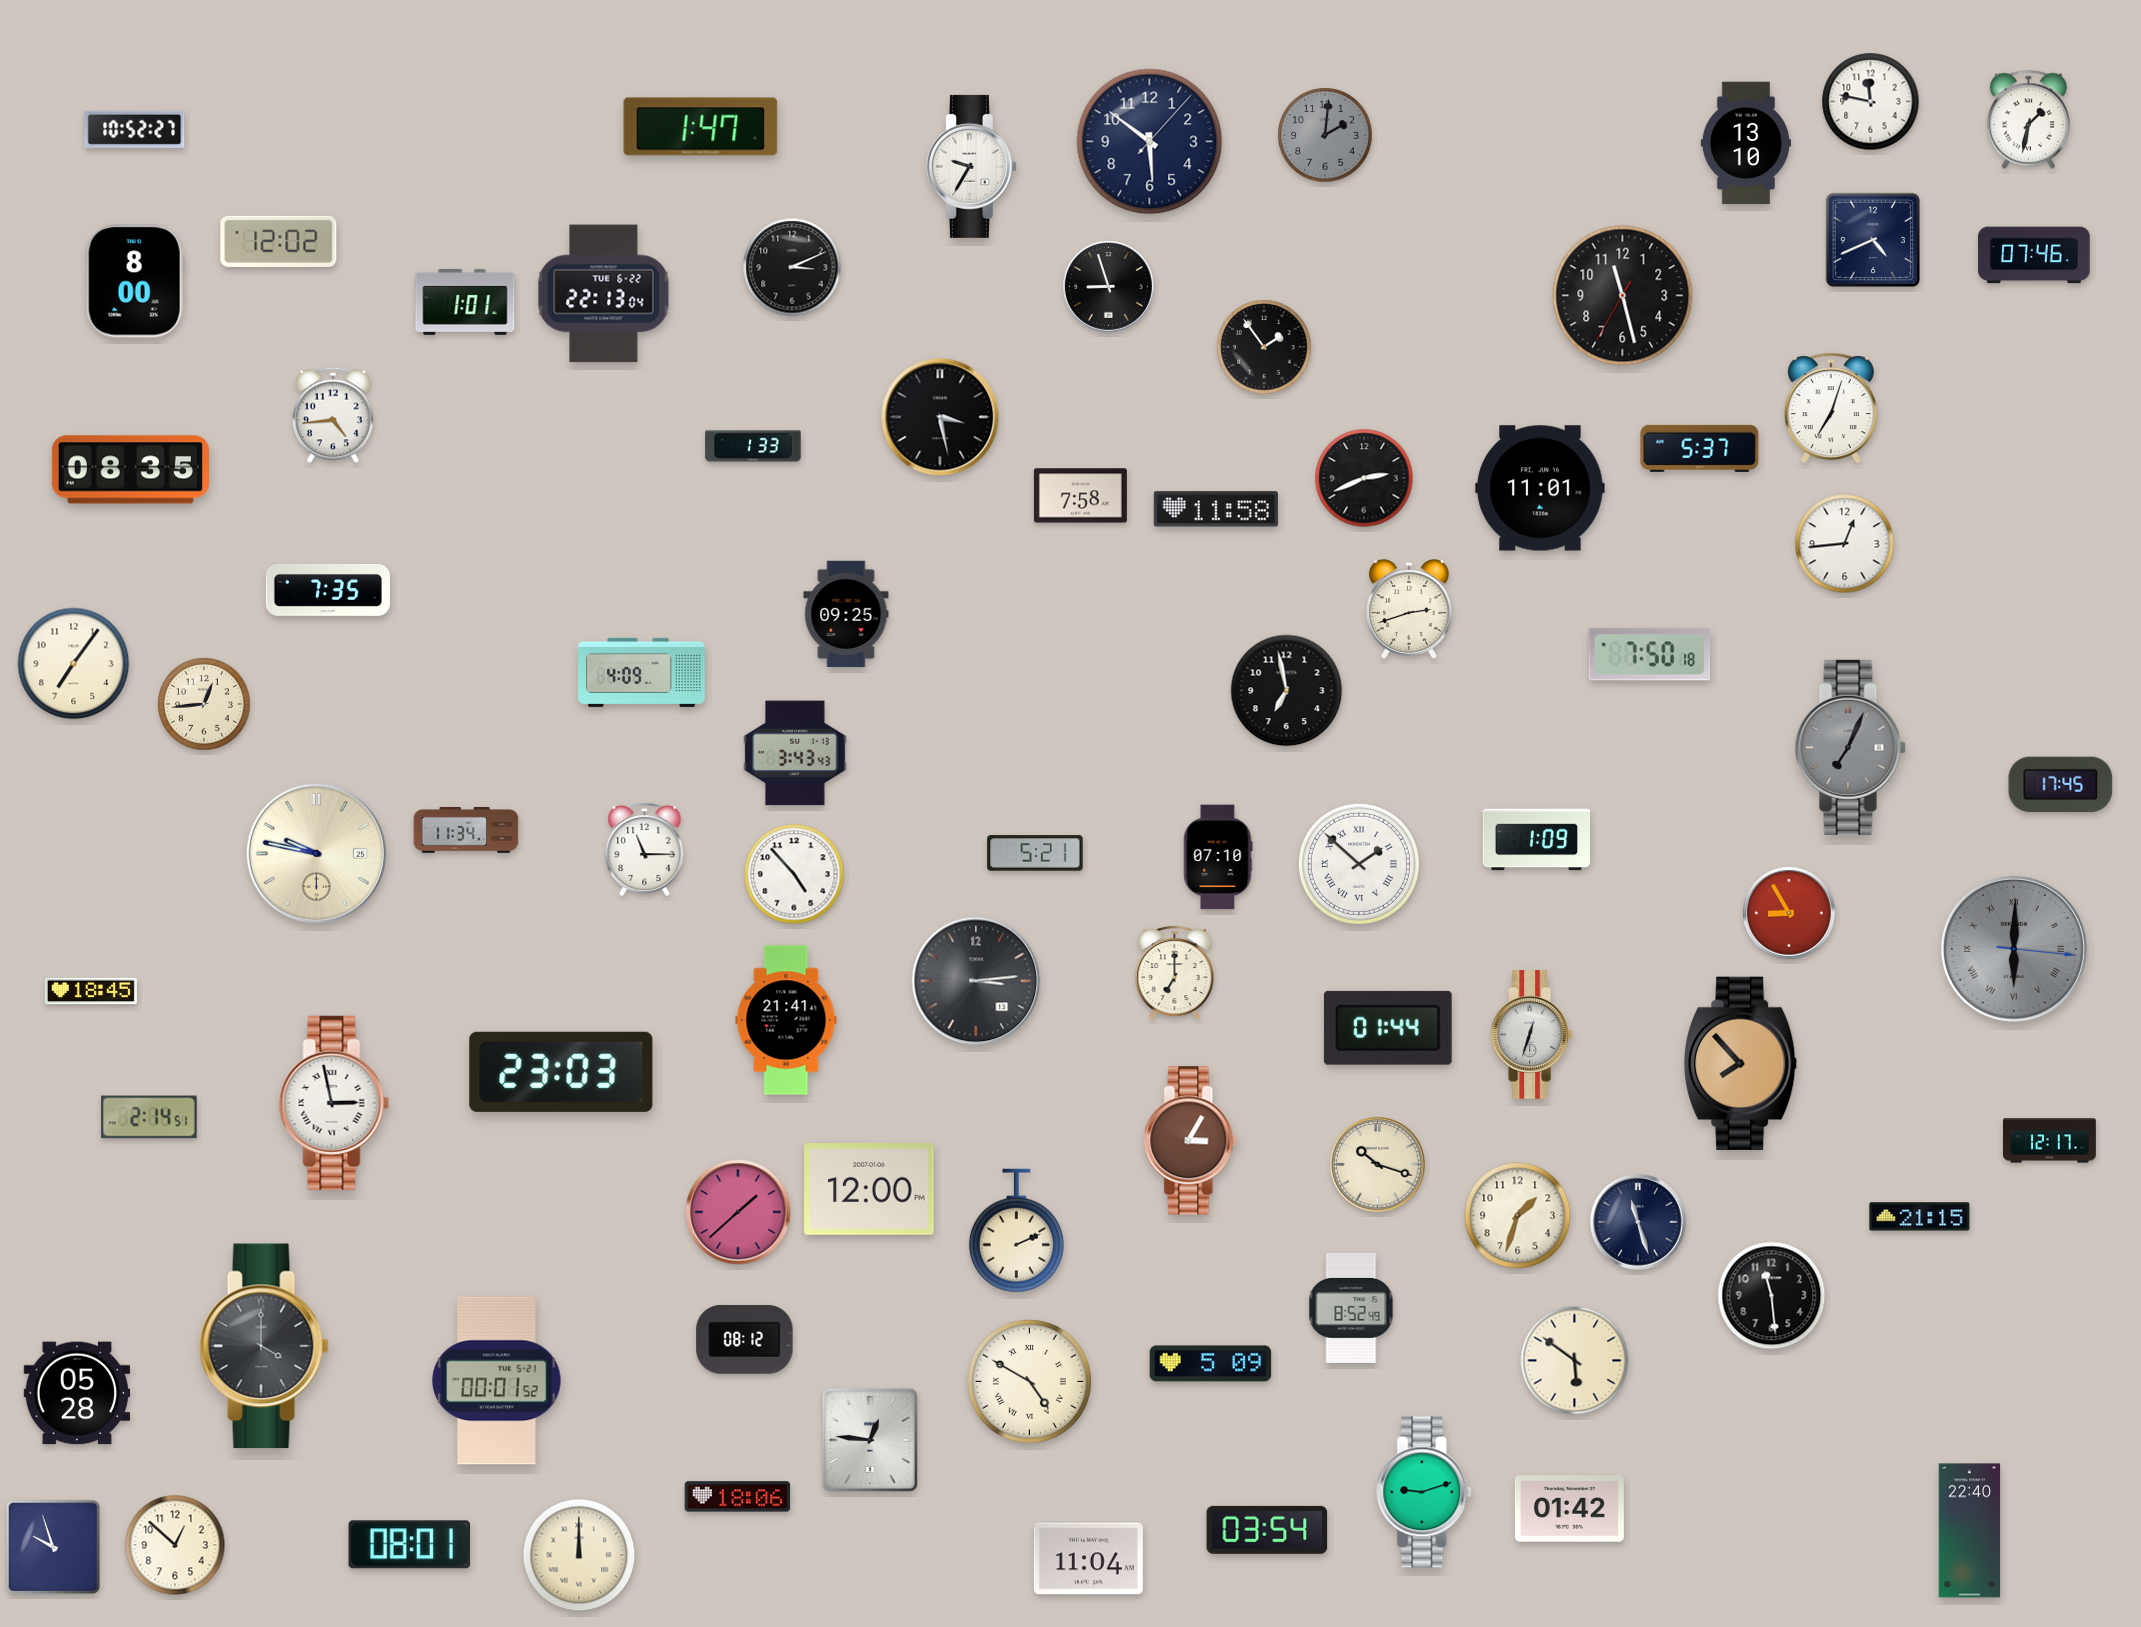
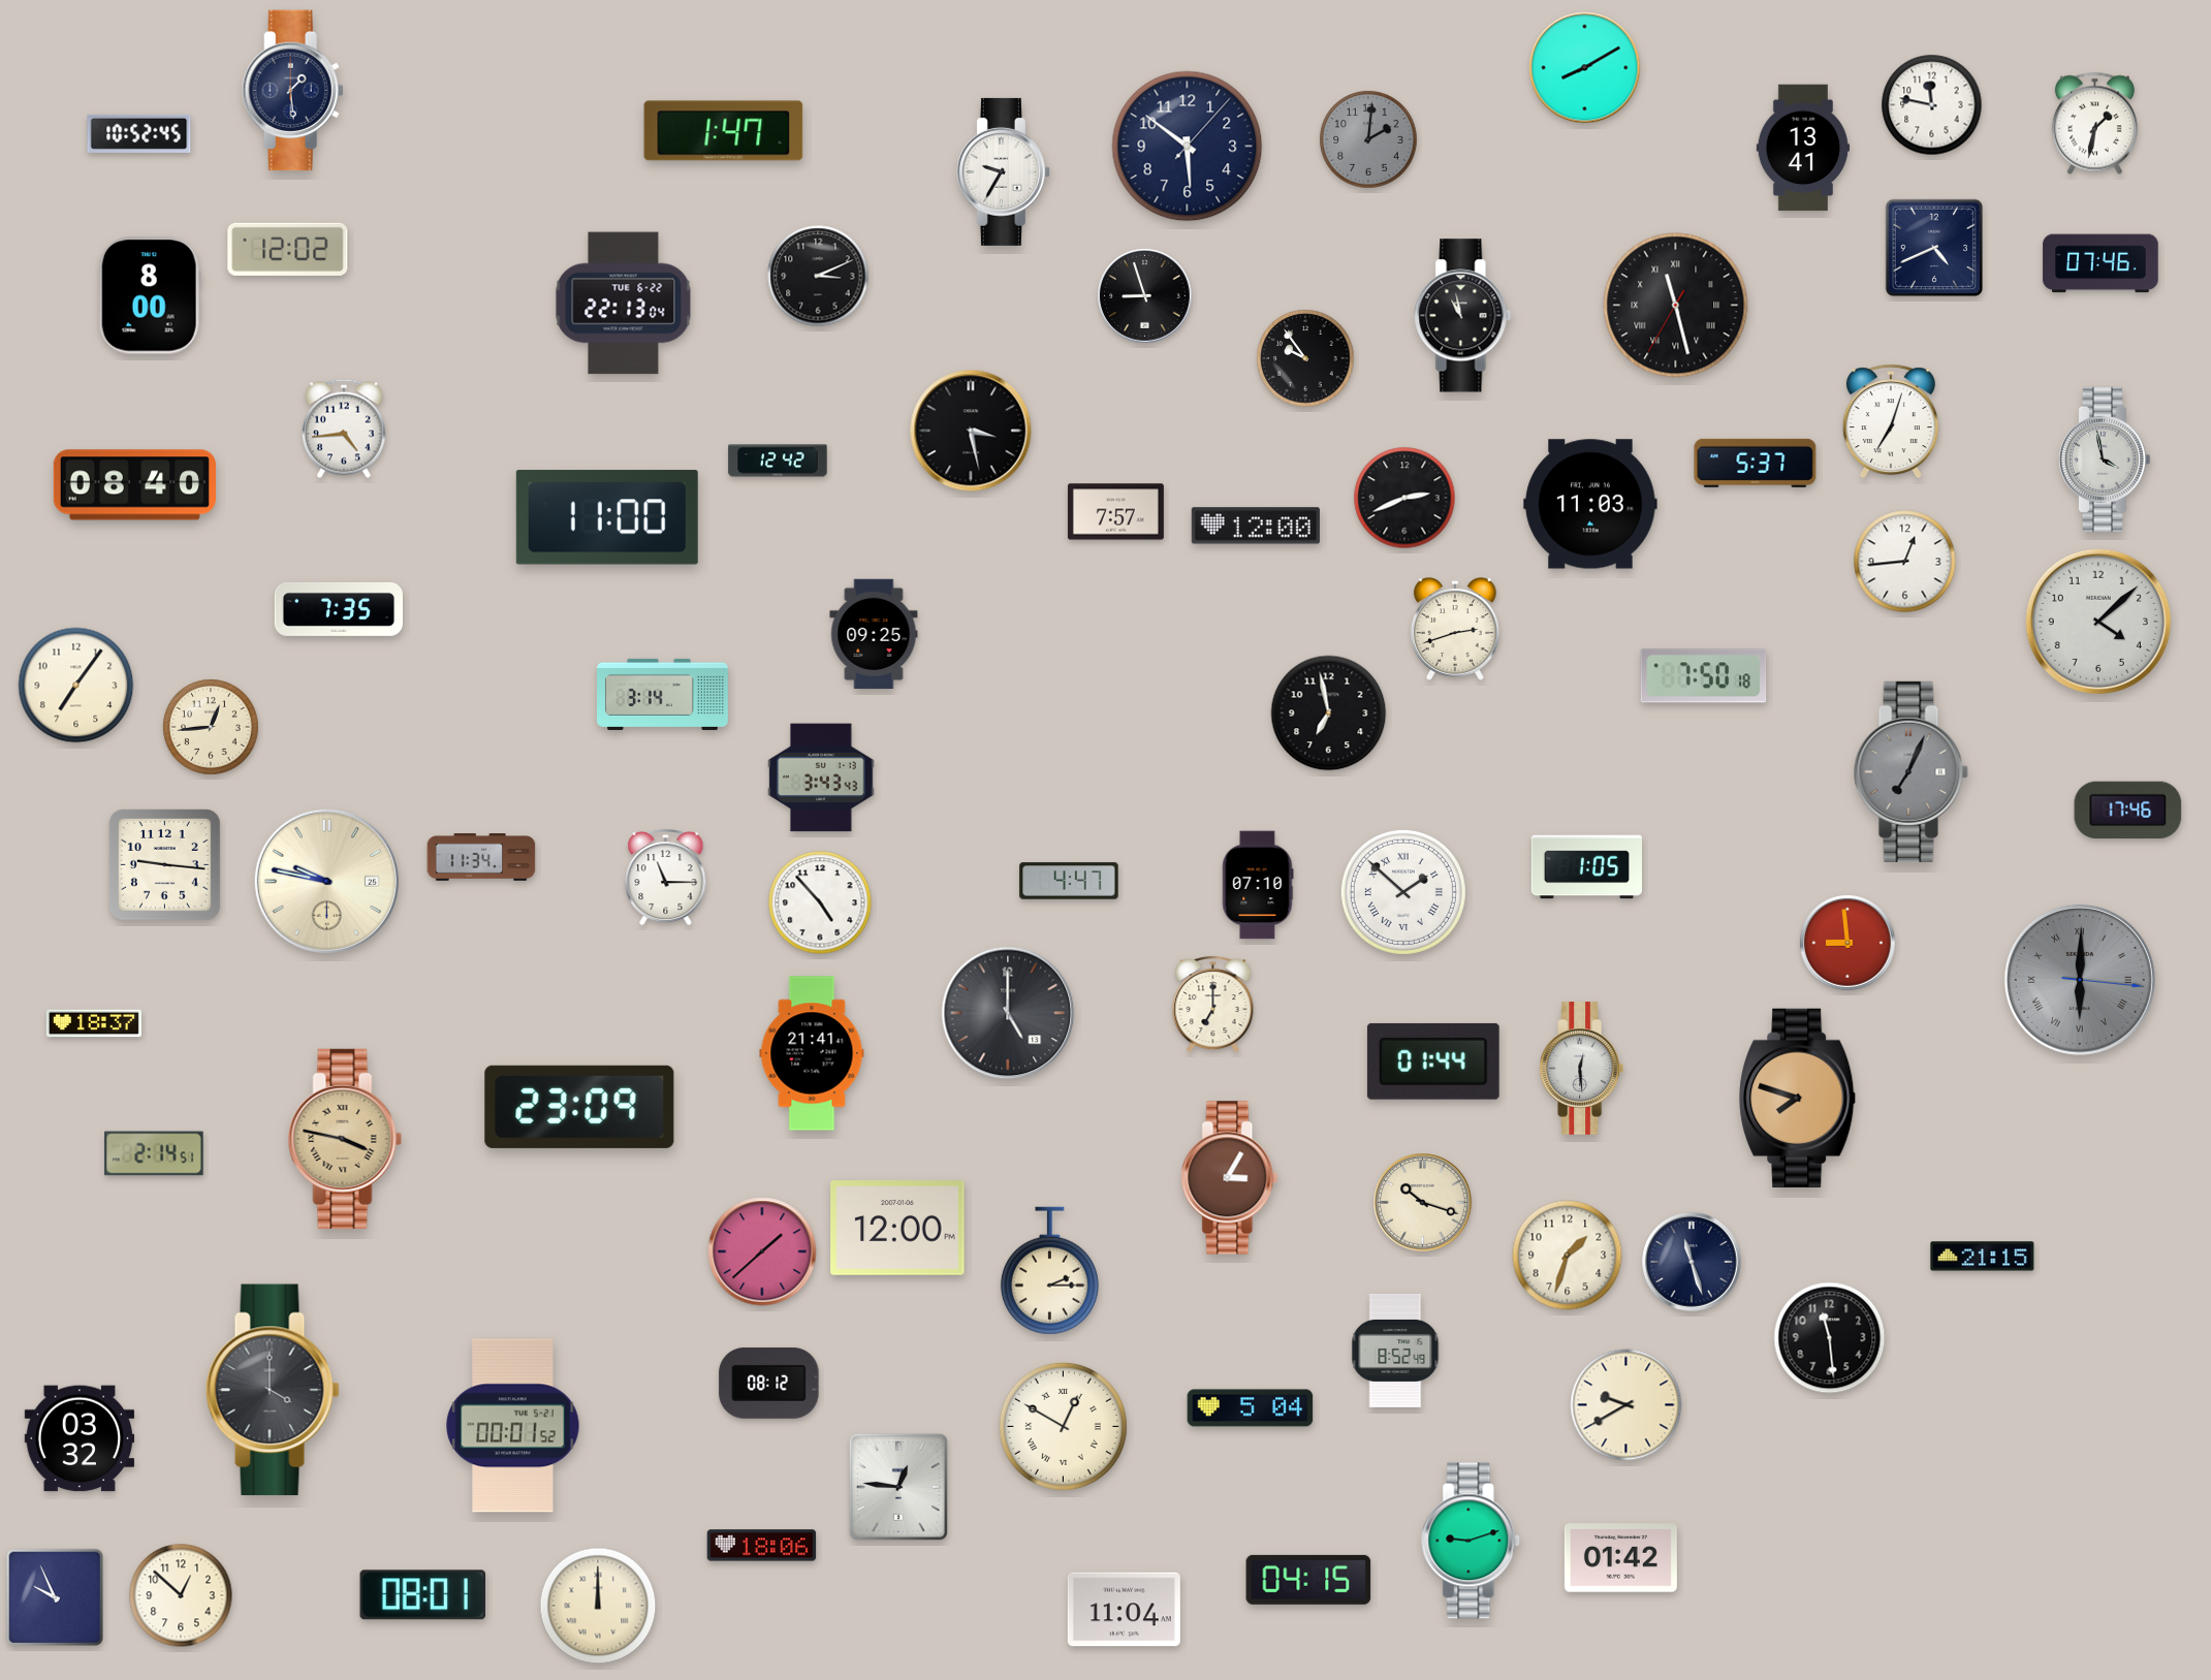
clock at (1585, 68): none -> 8:10
clock at (292, 91): none -> 1:29
clock at (135, 129): 10:52:27 -> 10:52:45
clock at (1746, 143): 13:10 -> 13:41
clock at (135, 281) position: (135, 281) -> (150, 295)
clock at (1623, 296) numerals: Arabic -> Roman
clock at (465, 302): 1:01 -> none
clock at (1463, 316): none -> 10:58
clock at (1264, 347): 1:54 -> 9:54
clock at (2105, 459): none -> 3:58
clock at (753, 446): 1:33 -> 12:42
clock at (130, 470): 08:35 -> 08:40
clock at (1364, 478) position: (1364, 478) -> (1404, 498)
clock at (1540, 488): 11:01 -> 11:03
clock at (1080, 496): 7:58 -> 7:57
clock at (607, 517): none -> 11:00
clock at (1216, 509): 11:58 -> 12:00
clock at (2098, 622): none -> 4:08
clock at (642, 672): 4:09 -> 3:14
clock at (2061, 785): 17:45 -> 17:46
clock at (164, 864): none -> 9:16
clock at (1536, 840): 1:09 -> 1:05
clock at (1035, 853): 5:21 -> 4:47
clock at (1790, 914): 8:55 -> 8:59
clock at (976, 981): 3:14 -> 5:00
clock at (91, 991): 18:45 -> 18:37
clock at (1531, 1035): 12:33 -> 12:29
clock at (1741, 1063): 7:53 -> 7:48
clock at (561, 1072): 23:03 -> 23:09
clock at (334, 1103): 2:58 -> 3:47
clock at (334, 1103) dial: white -> champagne
clock at (2049, 1141): 12:17 -> none
clock at (1016, 1231): 2:11 -> 2:15
clock at (1575, 1361): 5:51 -> 9:40
clock at (1211, 1364): 5:09 -> 5:04
clock at (1029, 1381): 4:50 -> 12:50
clock at (77, 1393): 05:28 -> 03:32
clock at (1267, 1530): 03:54 -> 04:15
clock at (1970, 1531): 22:40 -> none
clock at (53, 1547): 9:57 -> 9:56
